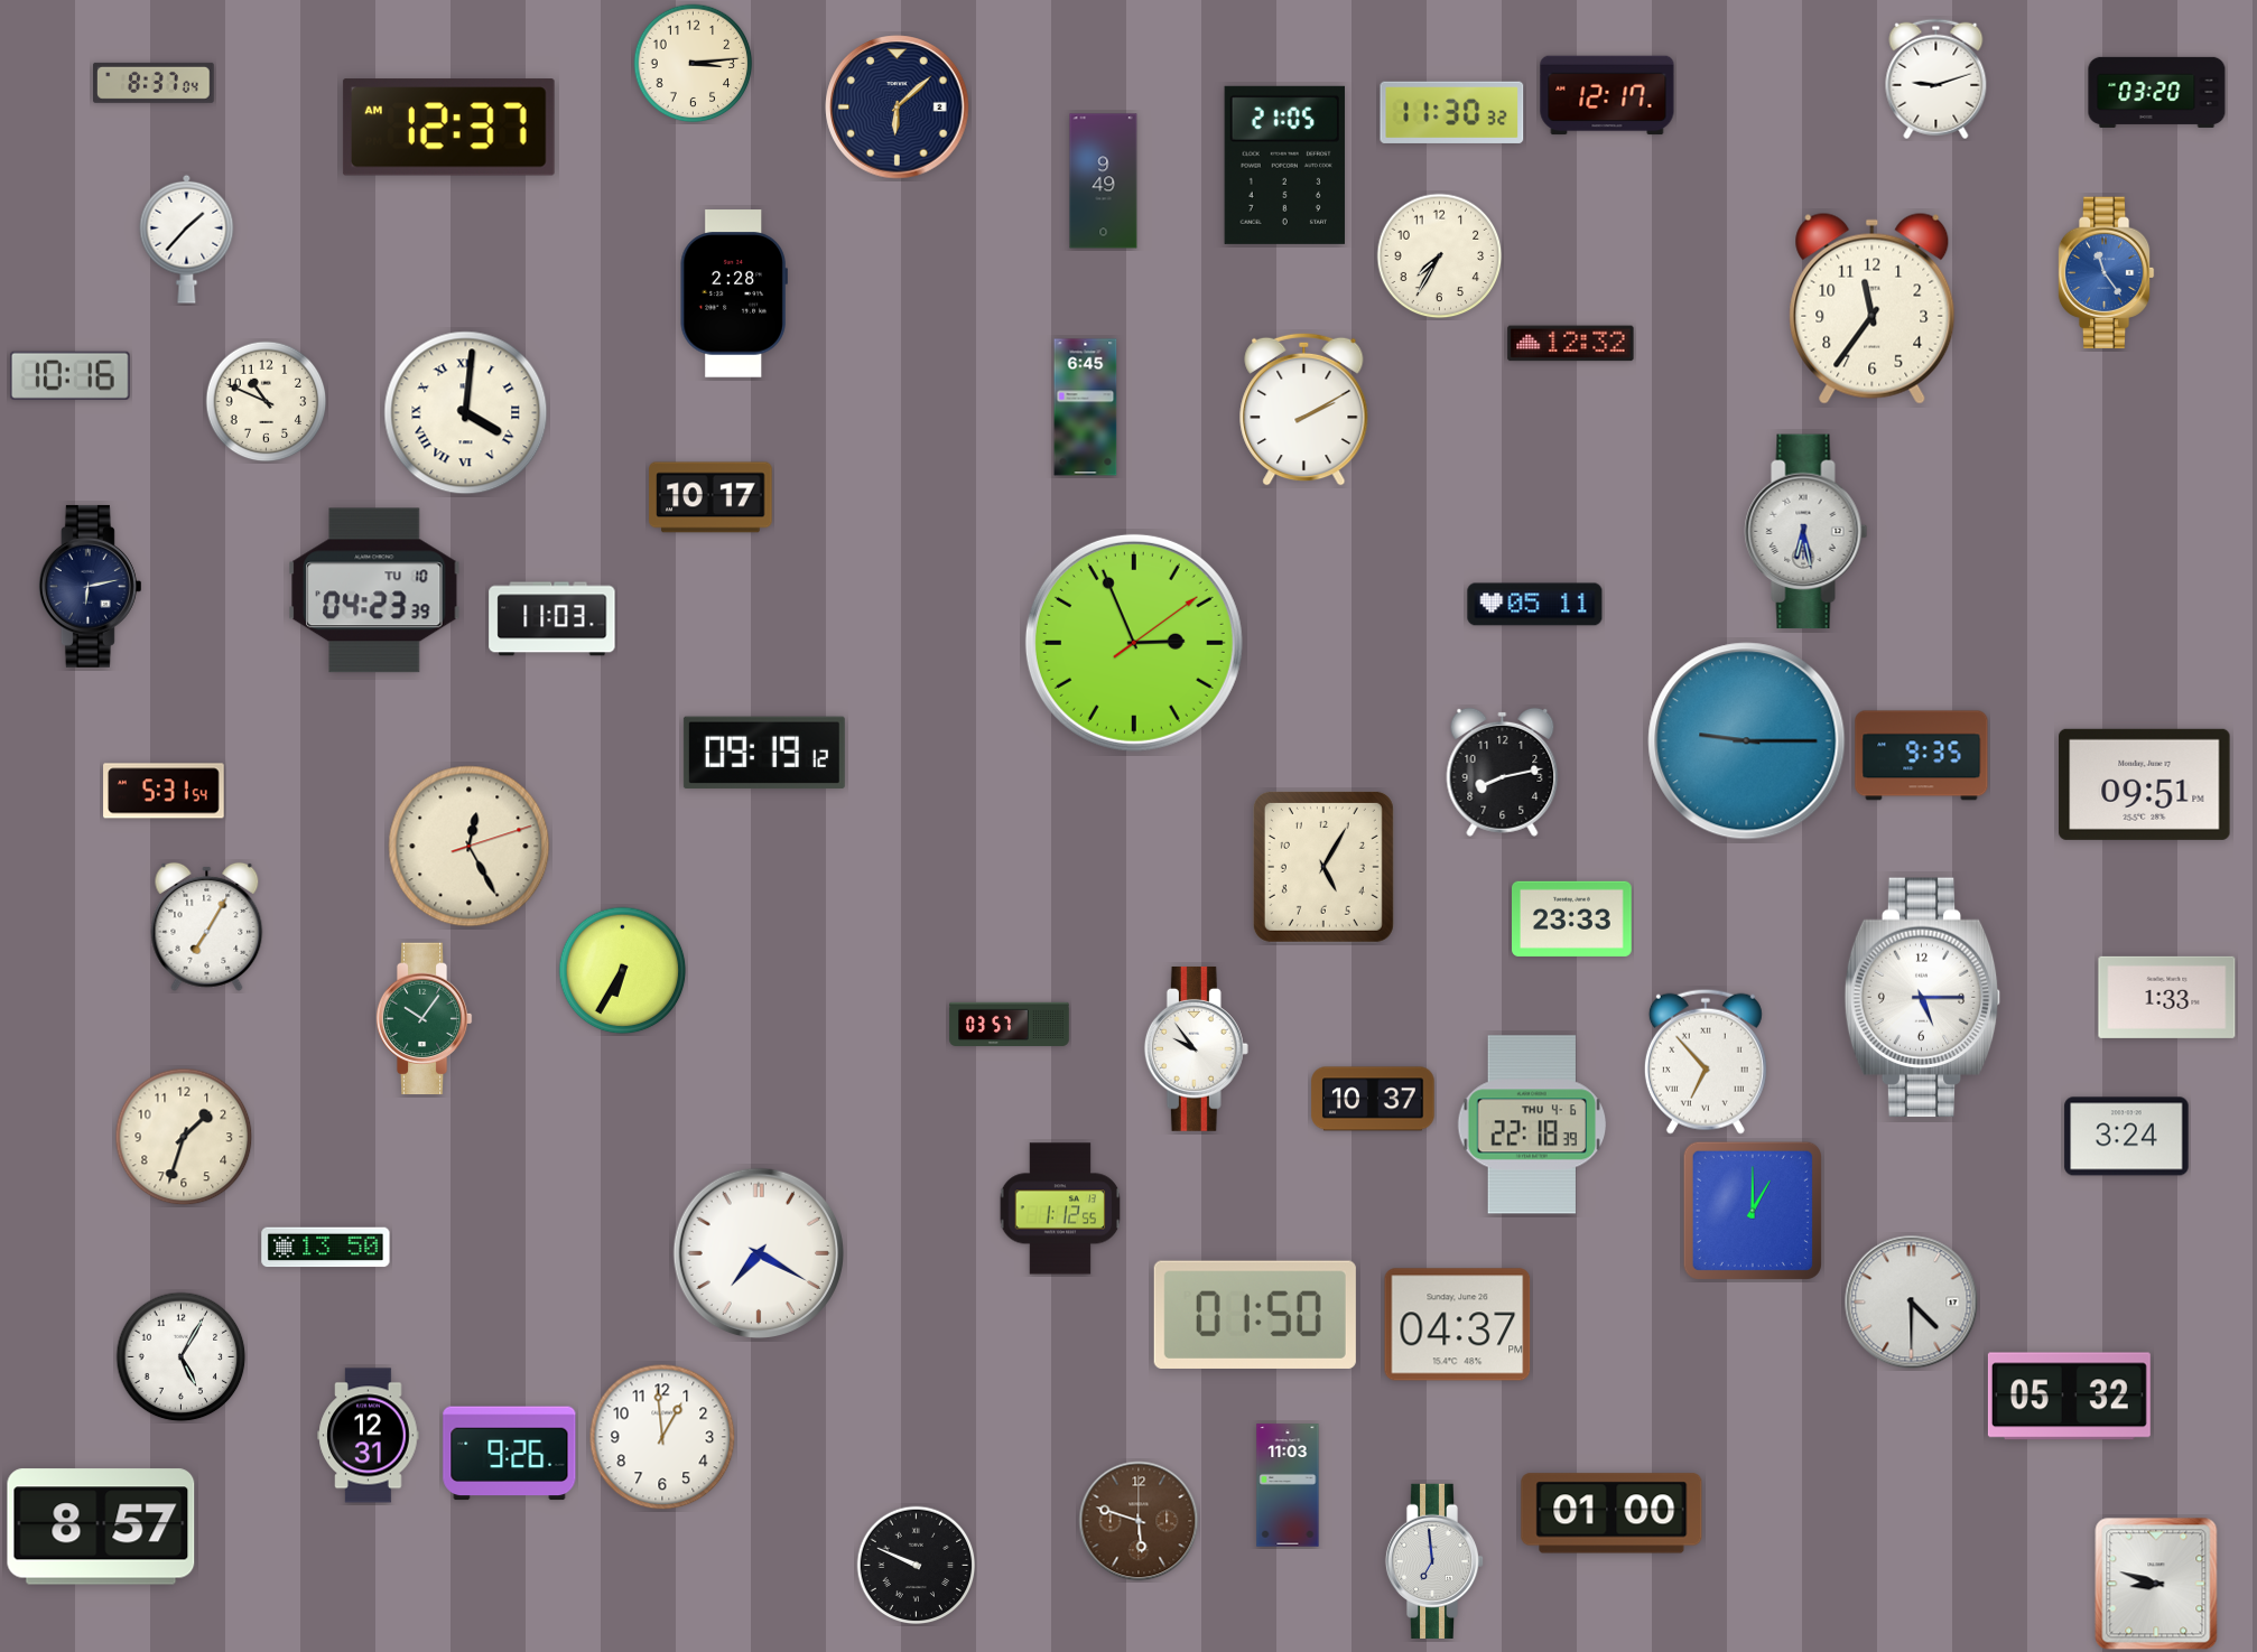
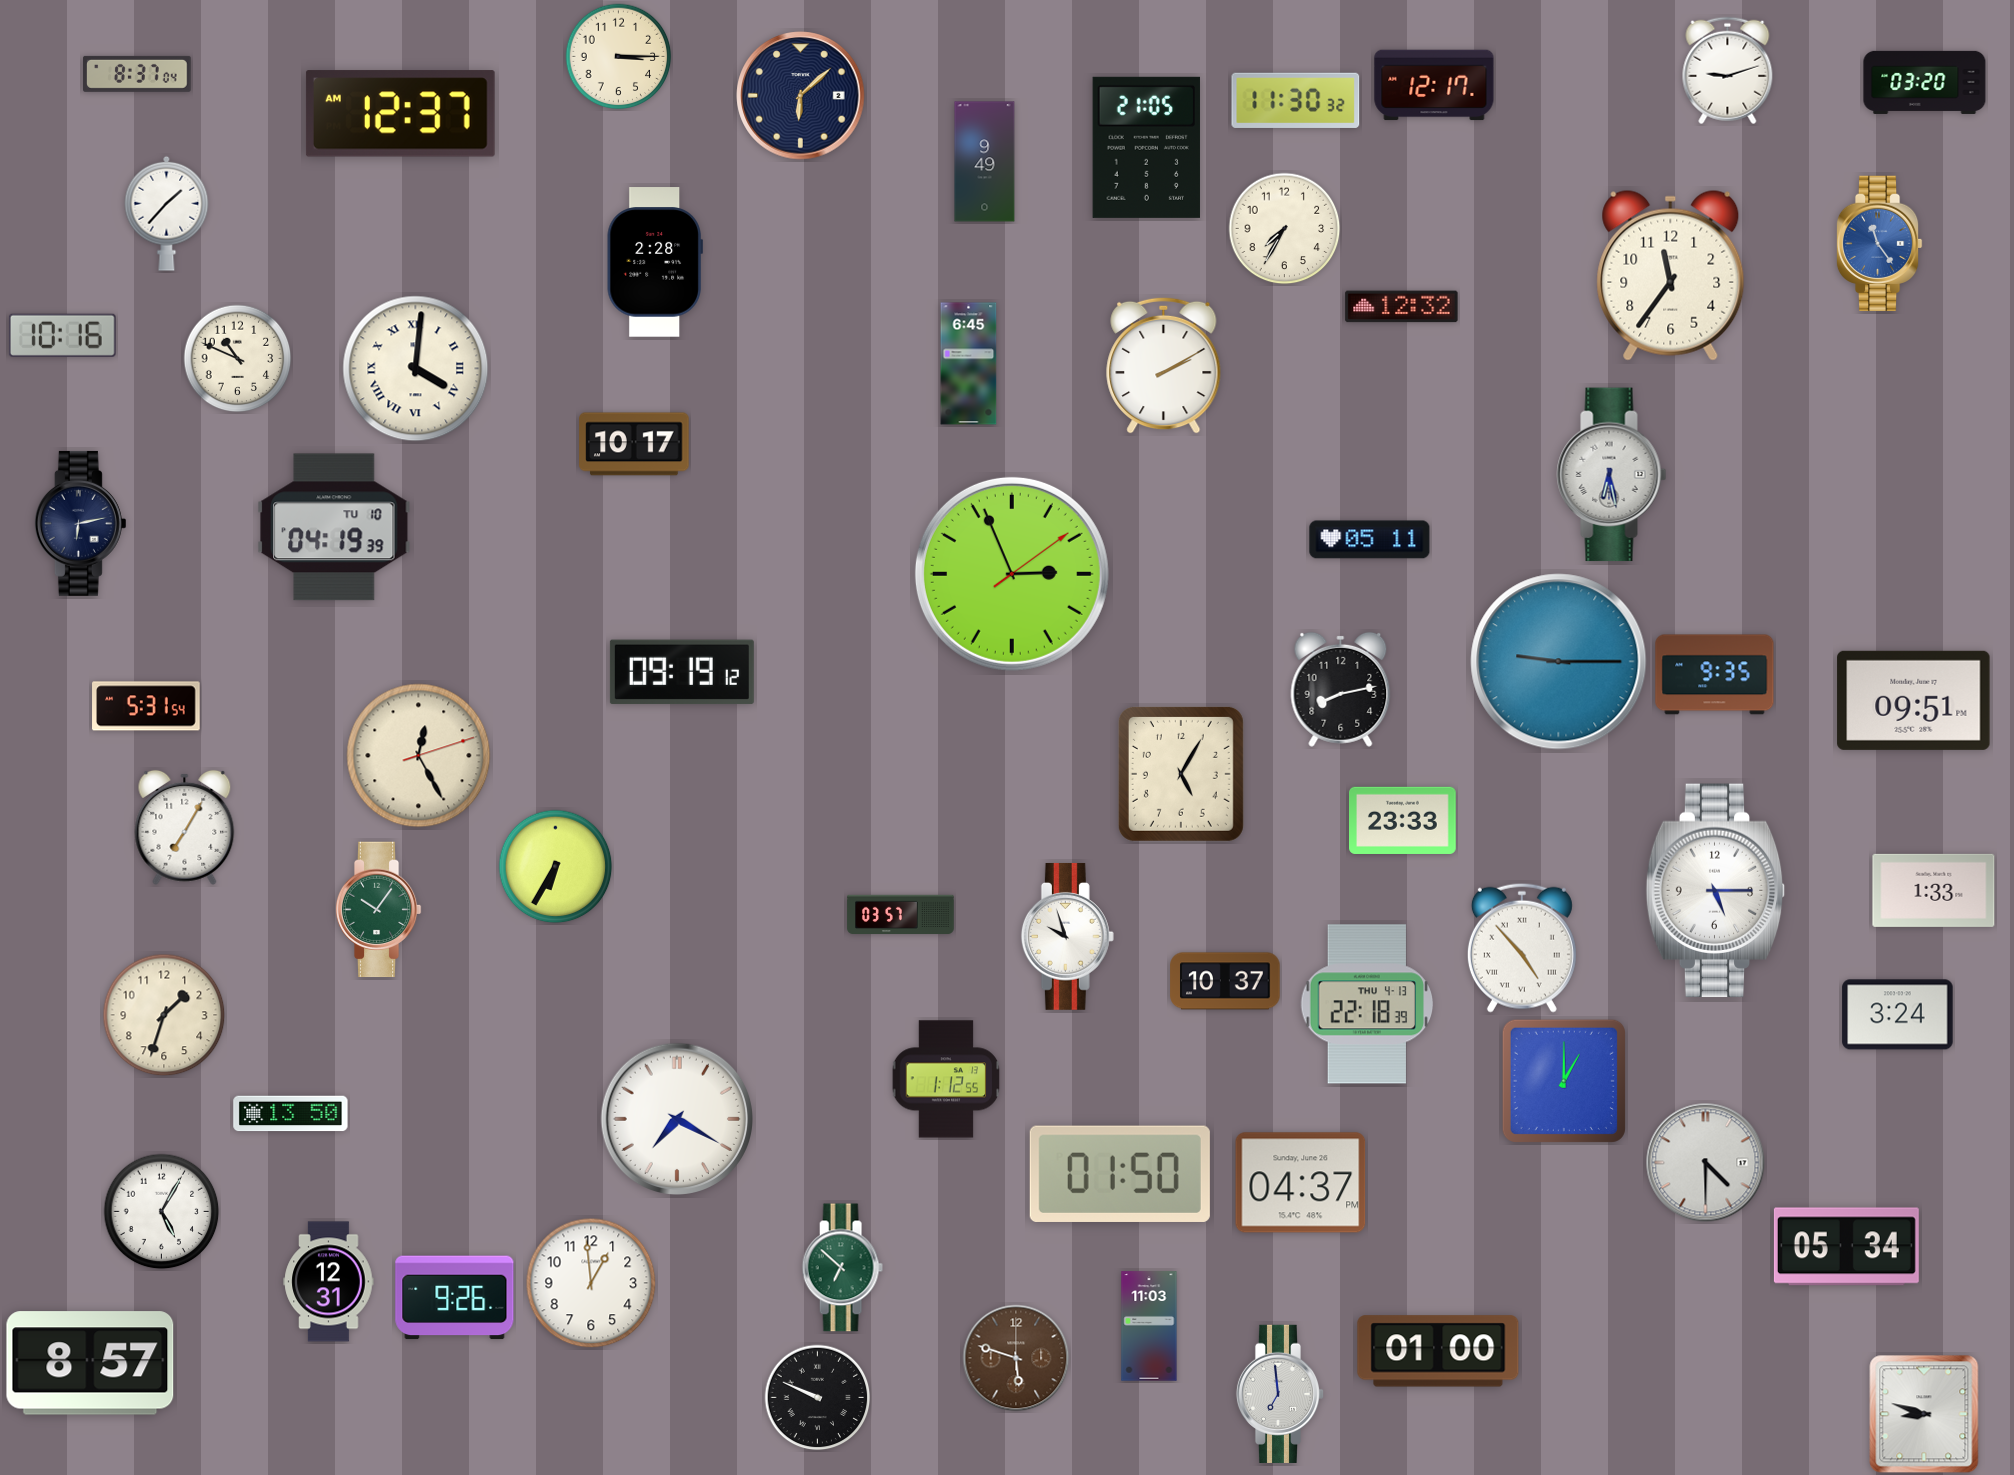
clock at (694, 64): 3:14 -> 3:15
clock at (374, 590): 04:23 -> 04:19
clock at (552, 619): 11:03 -> none
clock at (1196, 1048): 9:54 -> 9:57
clock at (1706, 1062): 6:53 -> 4:53
clock at (1532, 1124) date: THU 4-6 -> THU 4-13
clock at (2069, 1397): 05:32 -> 05:34
clock at (842, 1268): none -> 6:52
